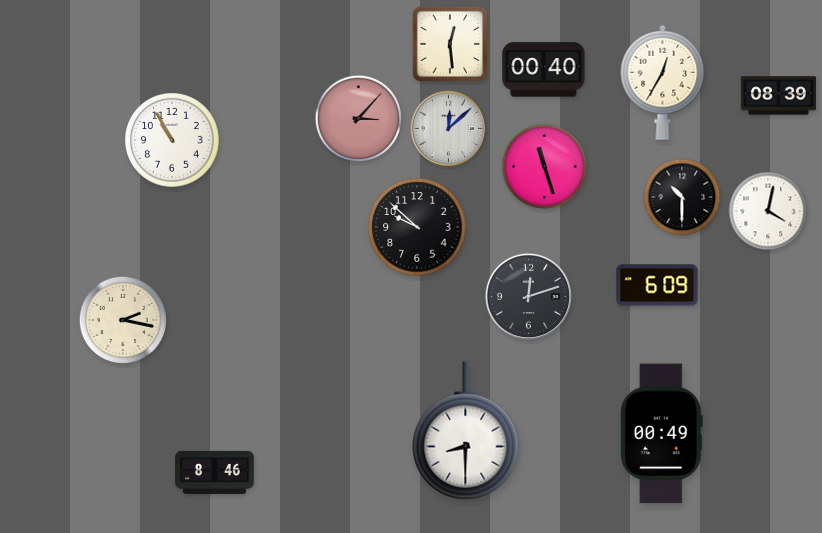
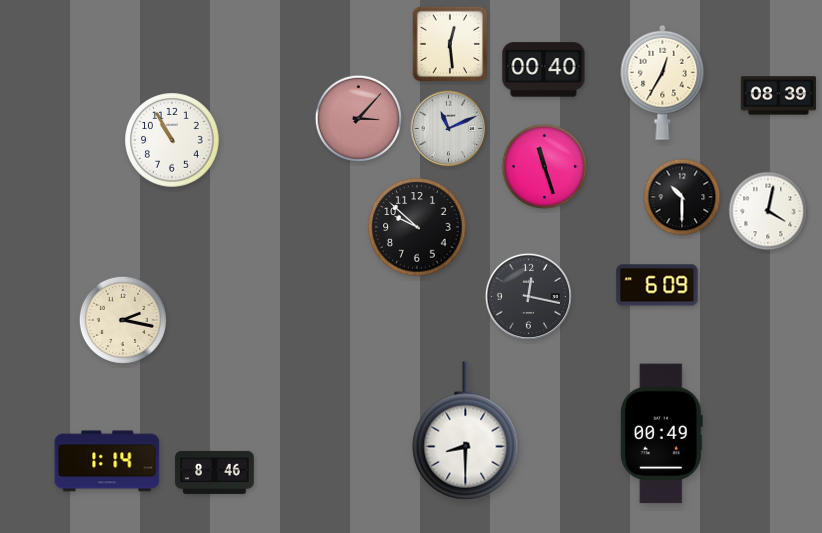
clock at (449, 129): 12:08 -> 11:11
clock at (528, 296): 12:12 -> 12:17
clock at (107, 461): none -> 1:14
